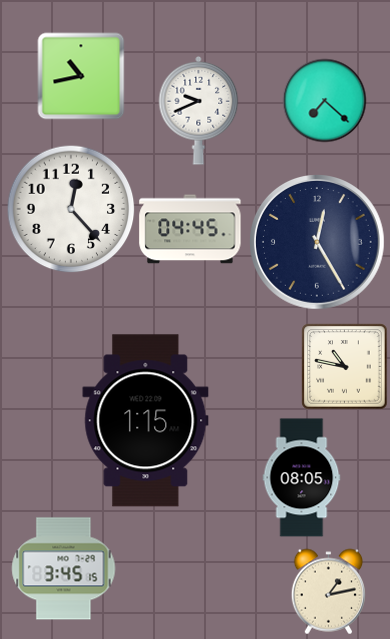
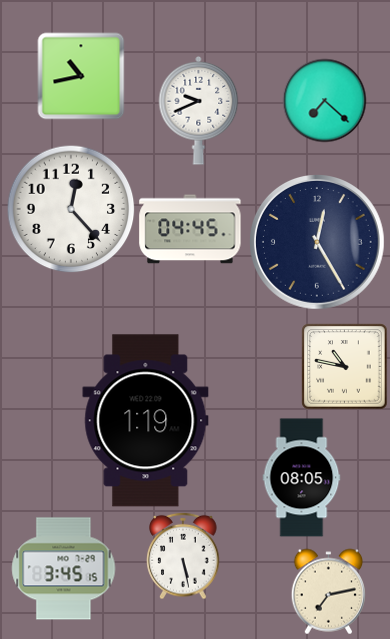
clock at (146, 421): 1:15 -> 1:19
clock at (183, 556): none -> 5:28
clock at (329, 591): 1:13 -> 7:13
